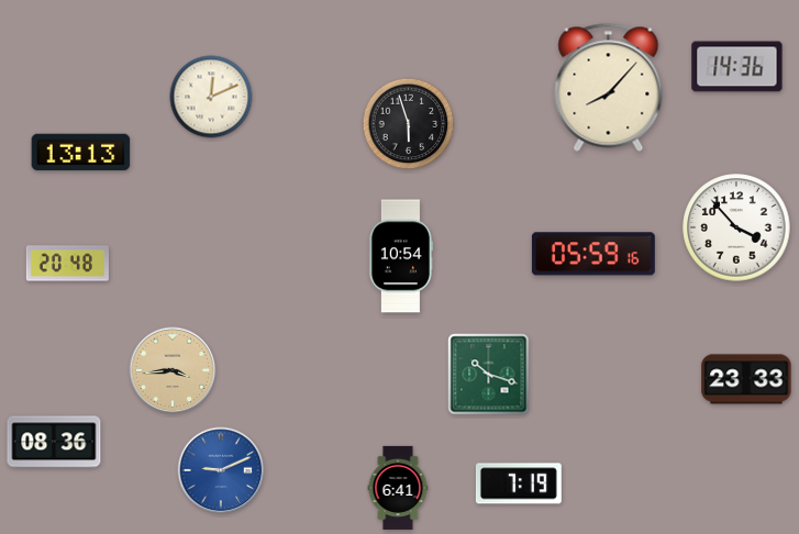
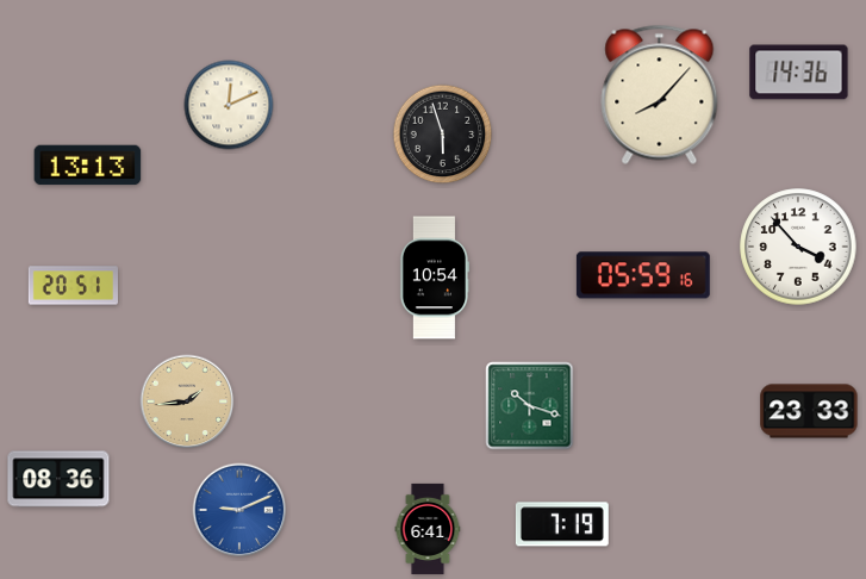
clock at (67, 264): 20:48 -> 20:51
clock at (173, 370): 3:44 -> 1:44
clock at (398, 488) position: (398, 488) -> (428, 529)
